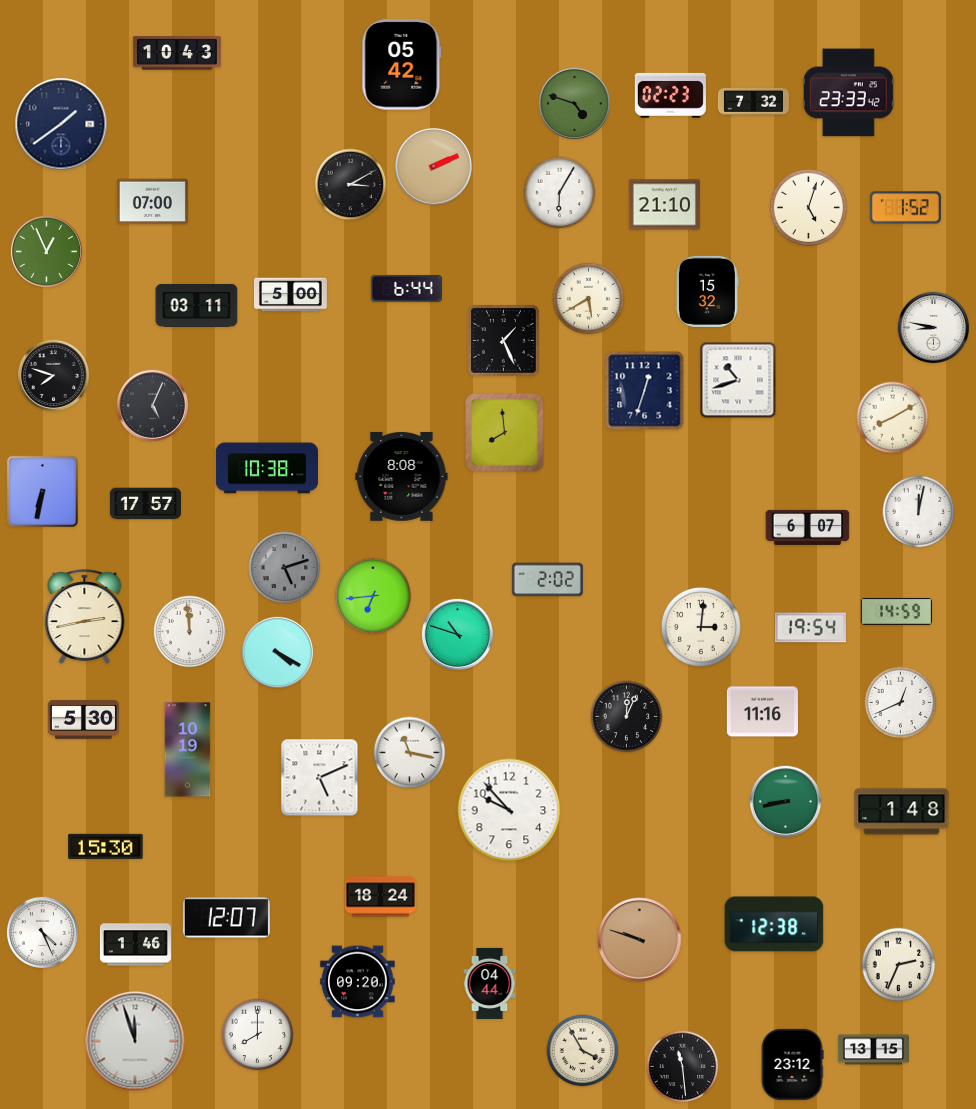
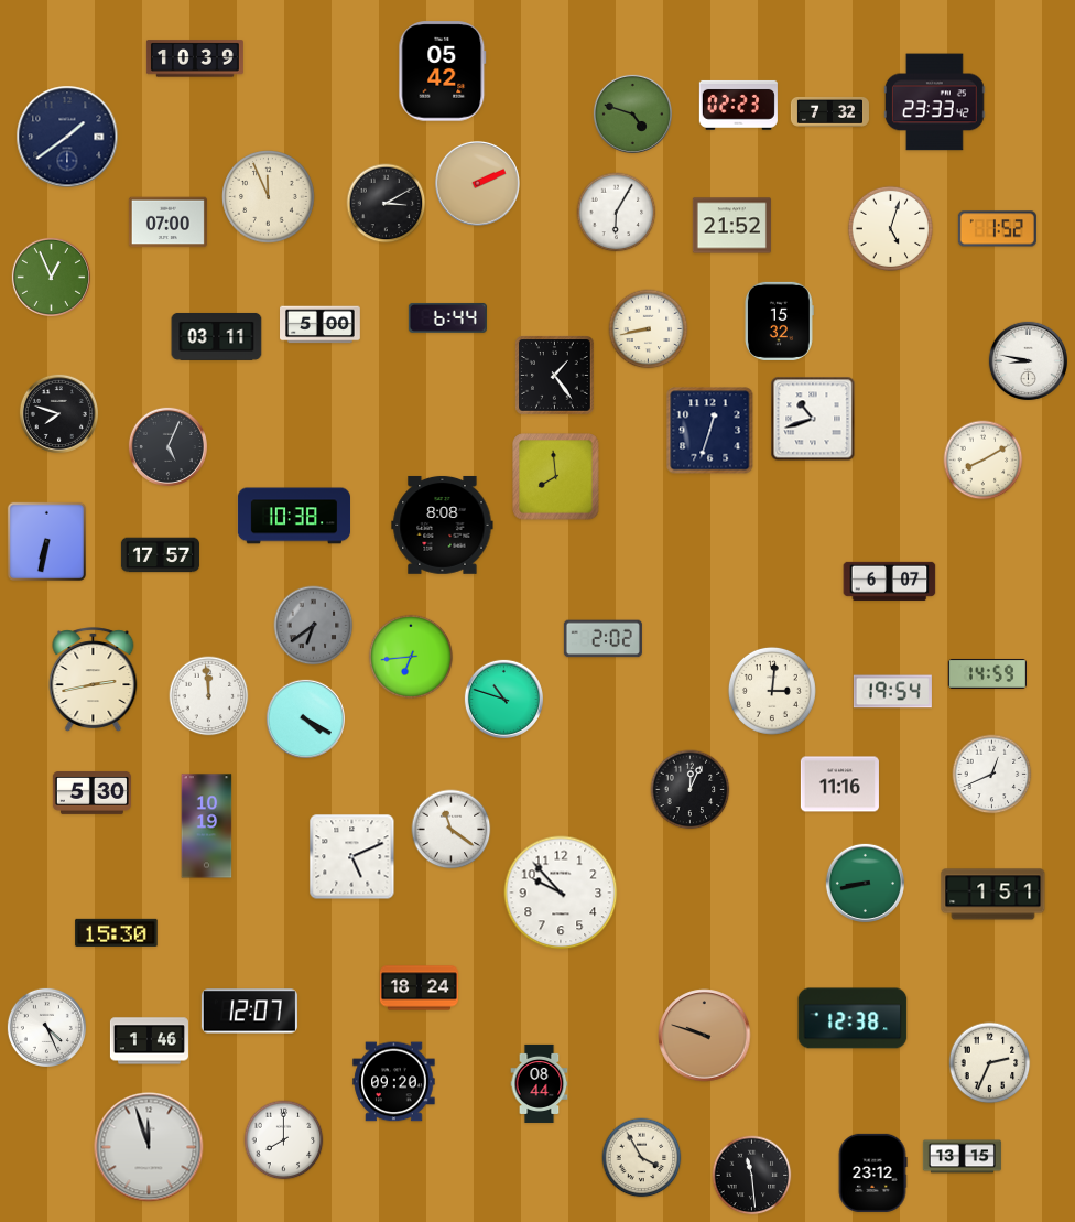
clock at (177, 53): 10:43 -> 10:39
clock at (269, 197): none -> 11:56
clock at (664, 205): 21:10 -> 21:52
clock at (589, 299): 5:40 -> 8:43
clock at (504, 341): 1:26 -> 1:24
clock at (919, 512): 12:02 -> none
clock at (285, 568): 5:12 -> 6:39
clock at (410, 753): 11:17 -> 11:21
clock at (902, 812): 1:48 -> 1:51
clock at (490, 983): 04:44 -> 08:44
